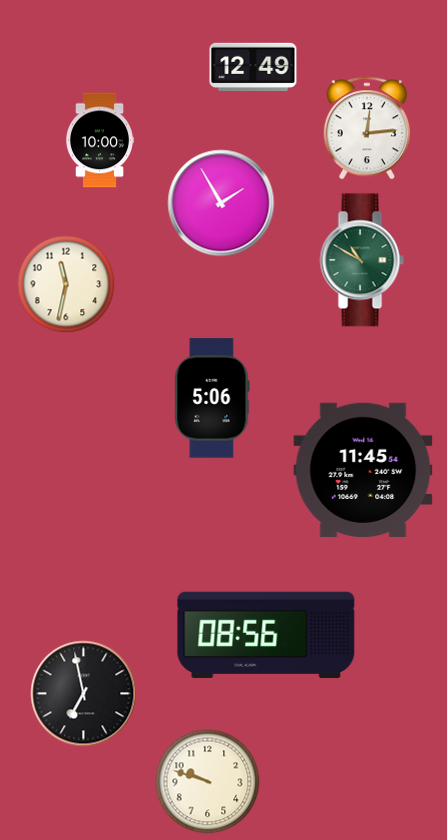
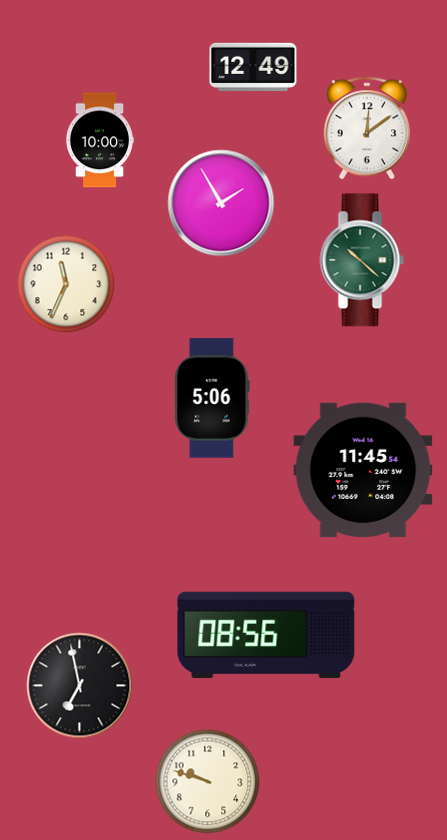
clock at (367, 128): 12:14 -> 12:09
clock at (362, 260): 10:50 -> 10:22
clock at (66, 284): 11:32 -> 11:34
clock at (84, 694) position: (84, 694) -> (80, 686)
